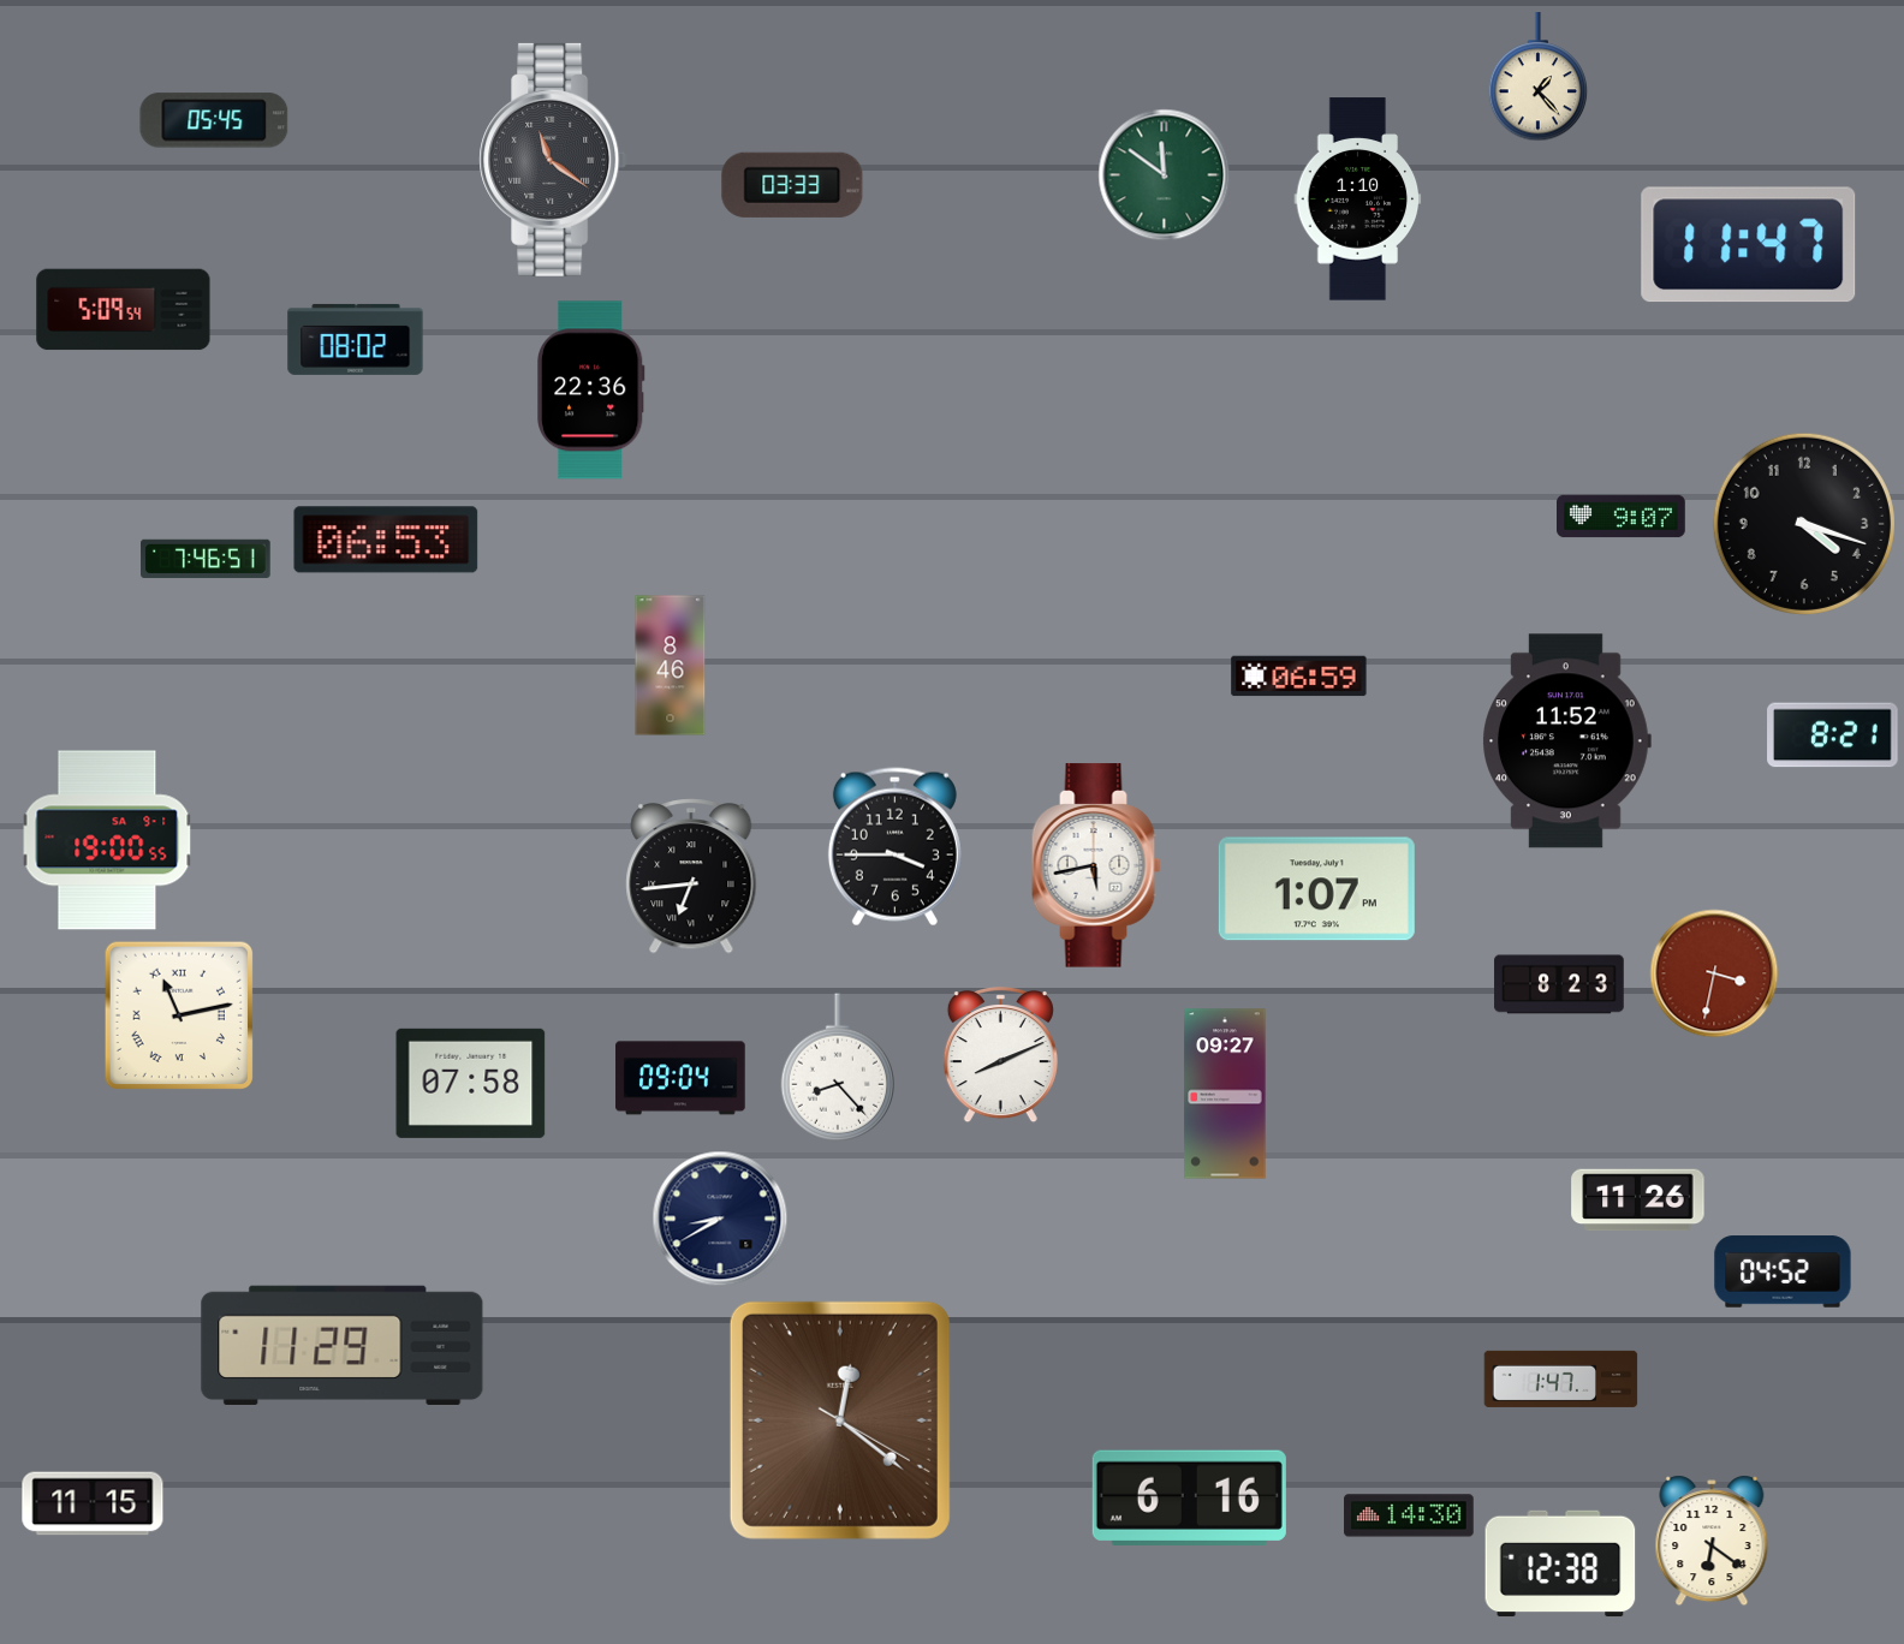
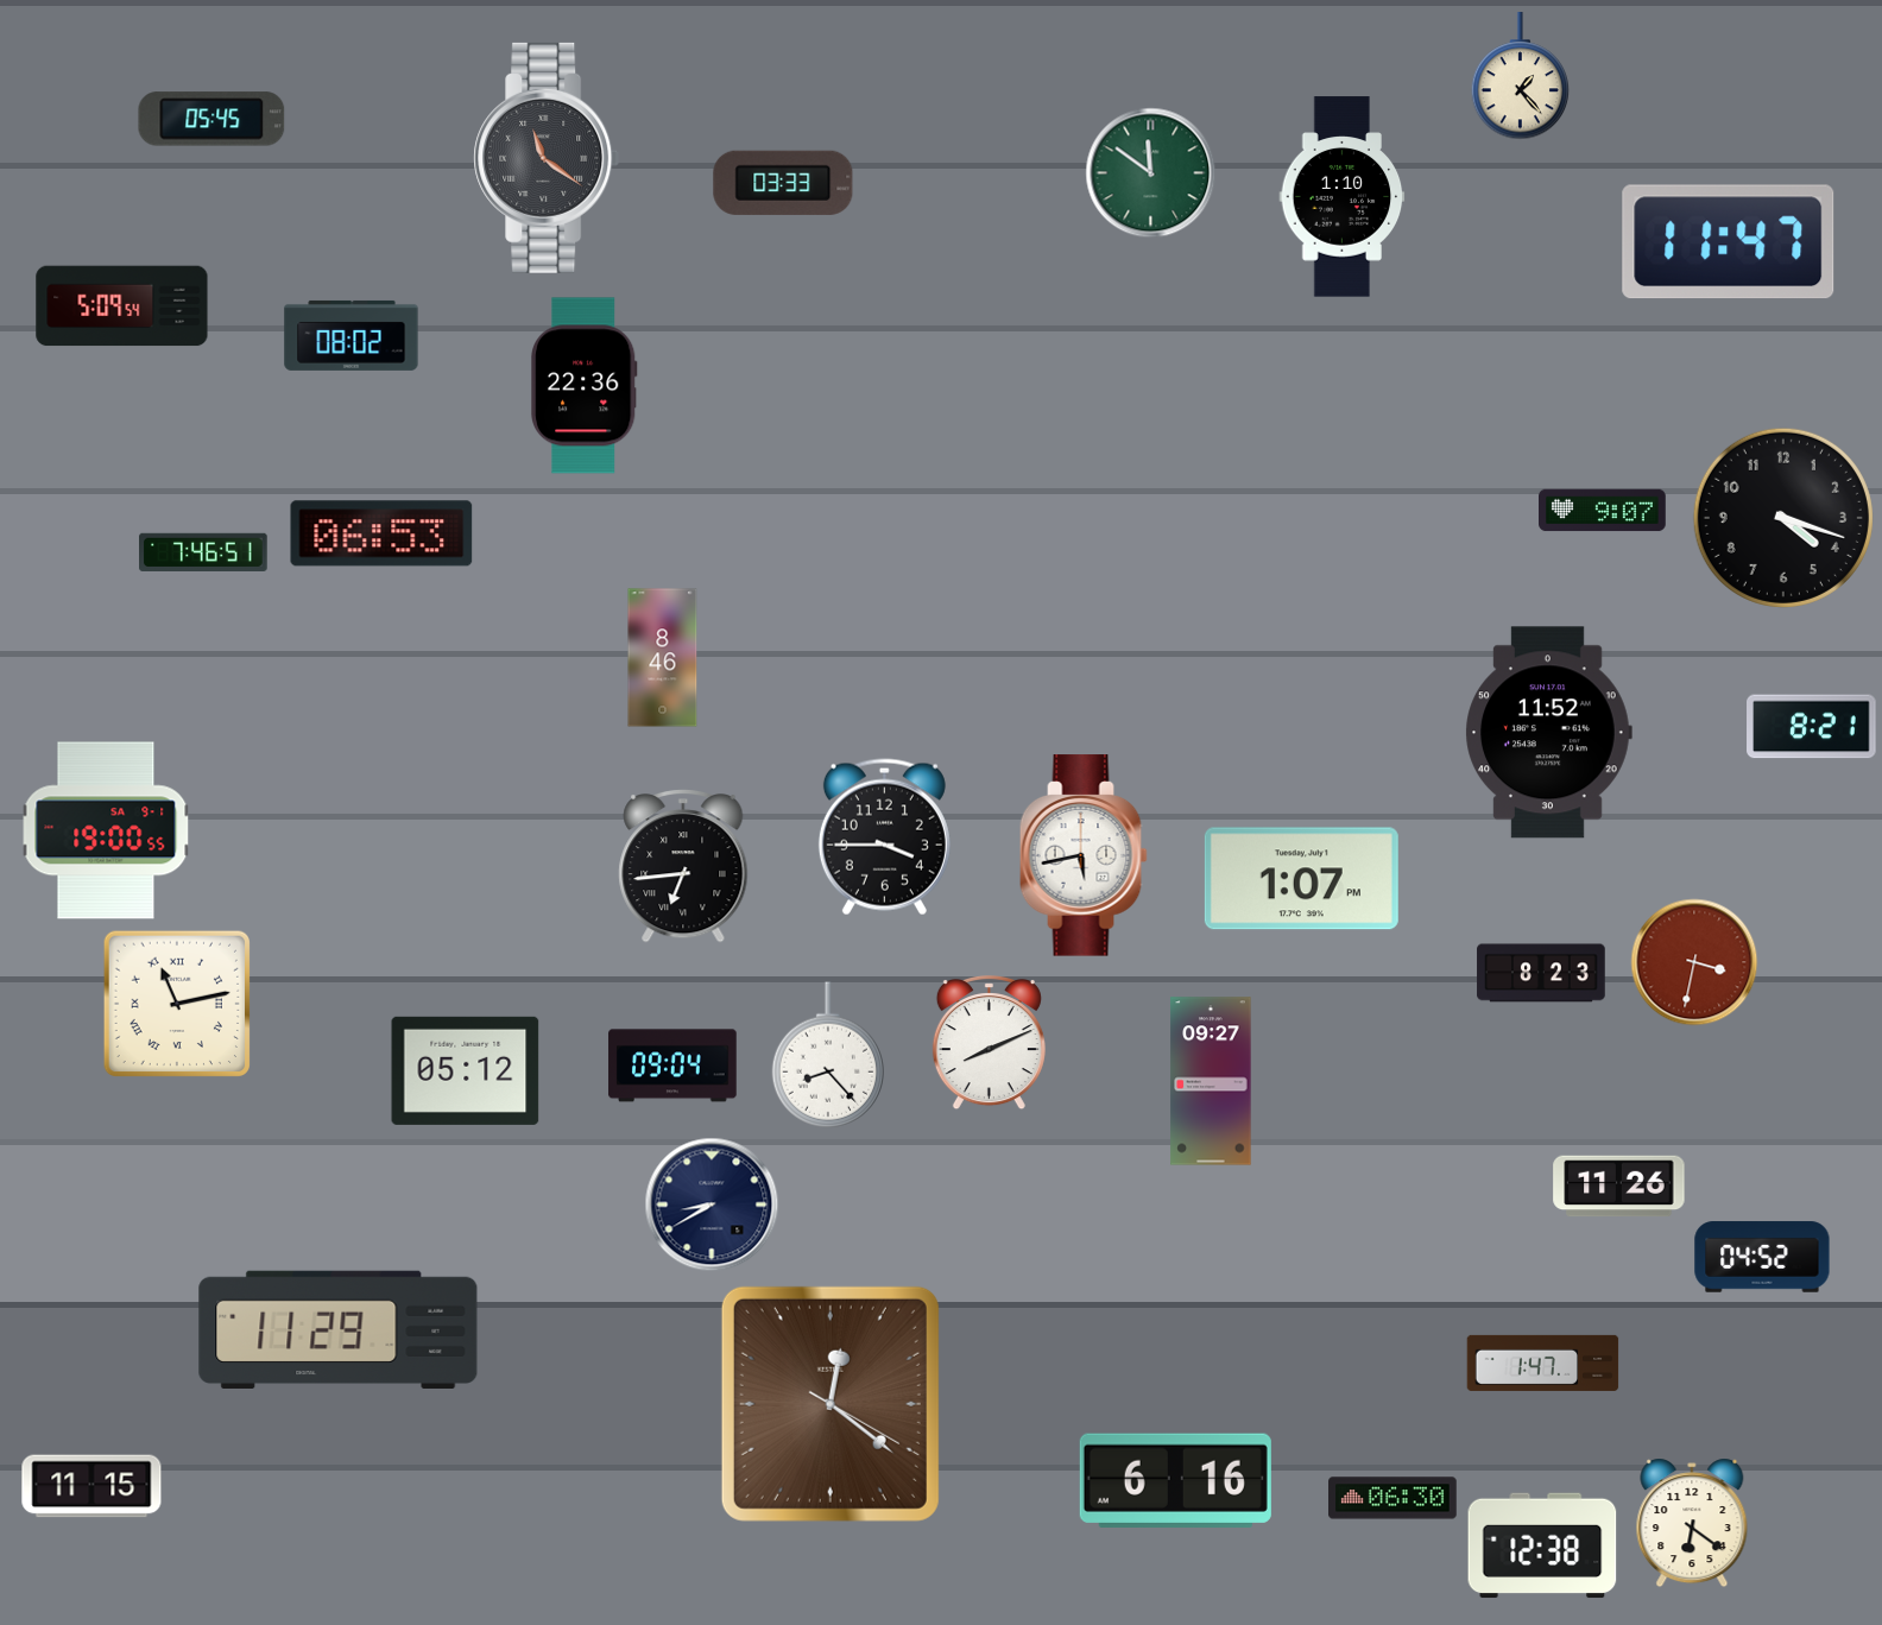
clock at (1299, 677): 06:59 -> none
clock at (471, 1083): 07:58 -> 05:12
clock at (1409, 1515): 14:30 -> 06:30
